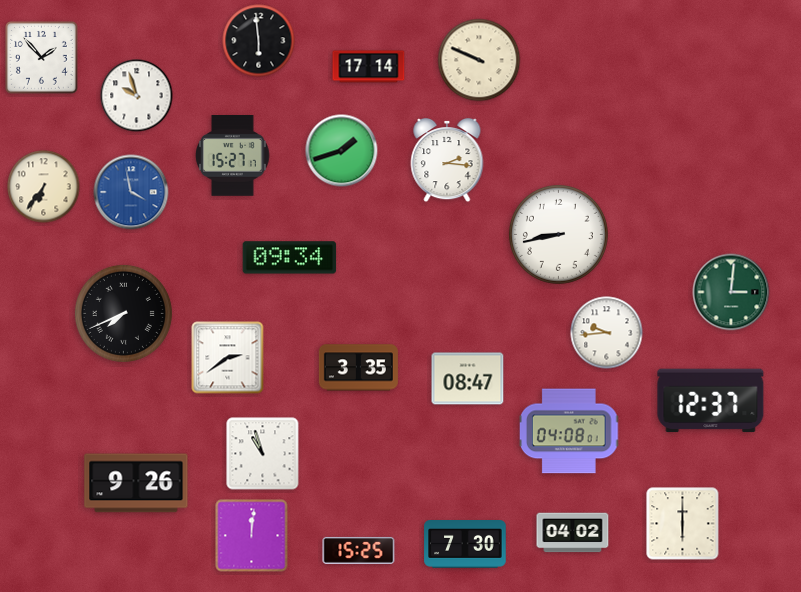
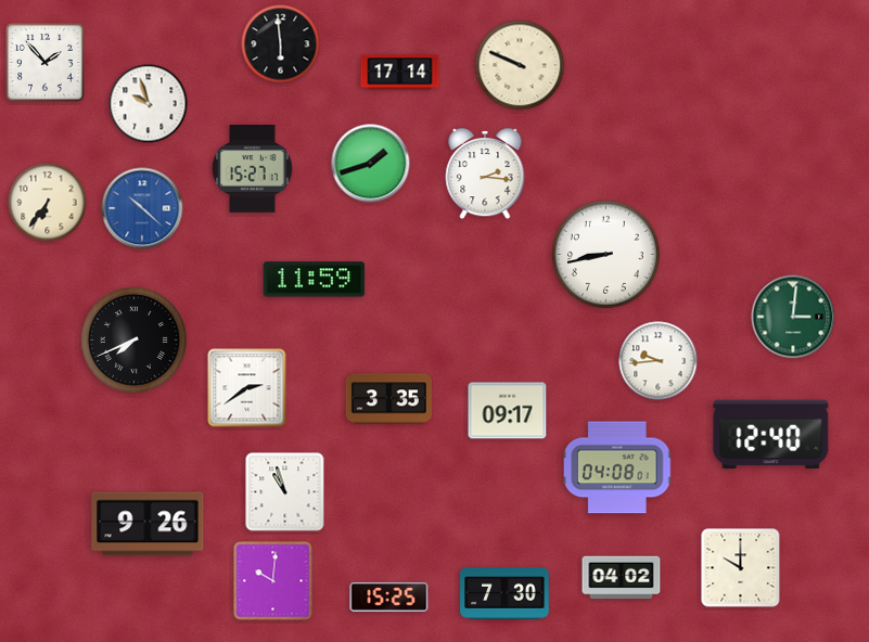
clock at (131, 192): 3:58 -> 10:22
clock at (290, 258): 09:34 -> 11:59
clock at (468, 379): 08:47 -> 09:17
clock at (711, 401): 12:37 -> 12:40
clock at (683, 524): 6:00 -> 10:00
clock at (252, 536): 12:01 -> 10:01
clock at (465, 545) position: (465, 545) -> (504, 594)
